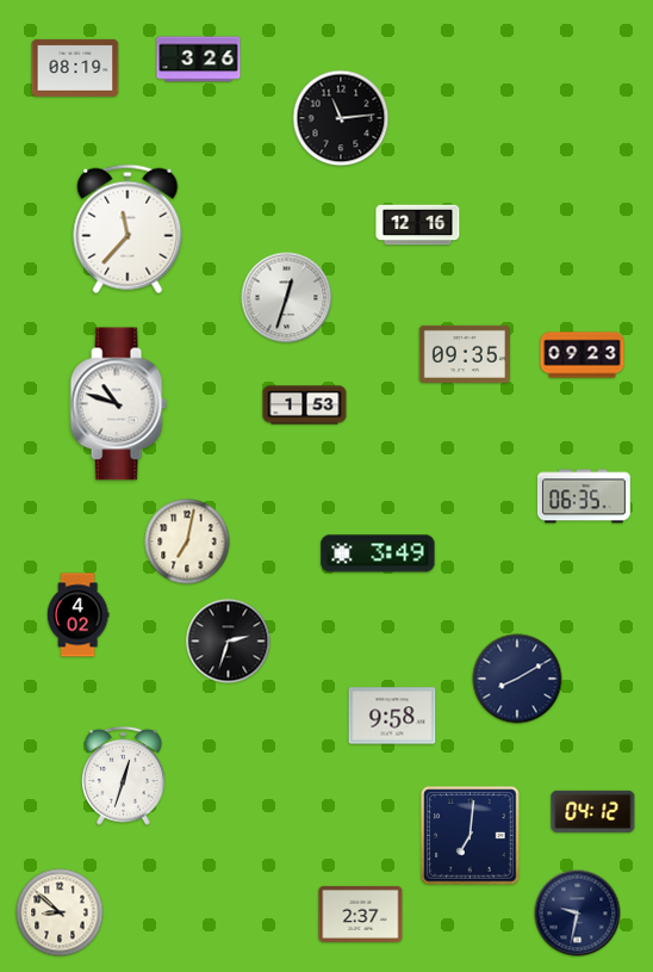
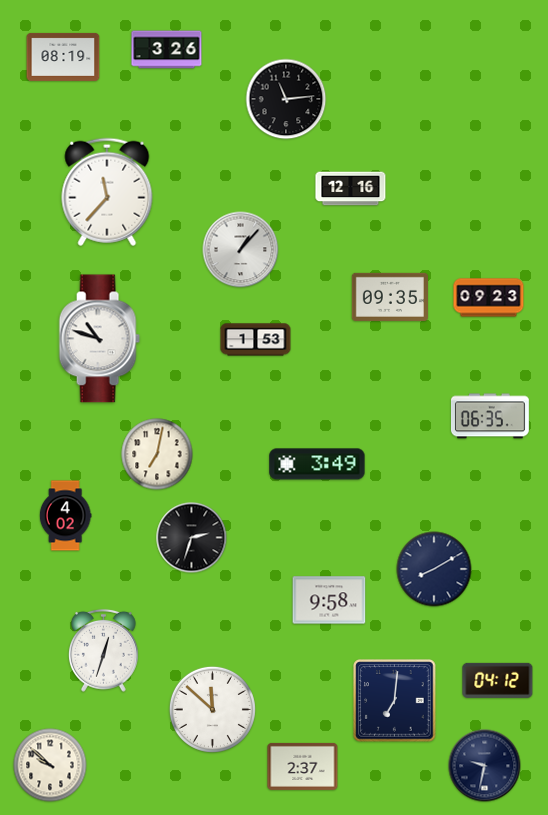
clock at (287, 298): 12:33 -> 1:07
clock at (212, 709): none -> 11:52
clock at (60, 912): 8:52 -> 9:52
